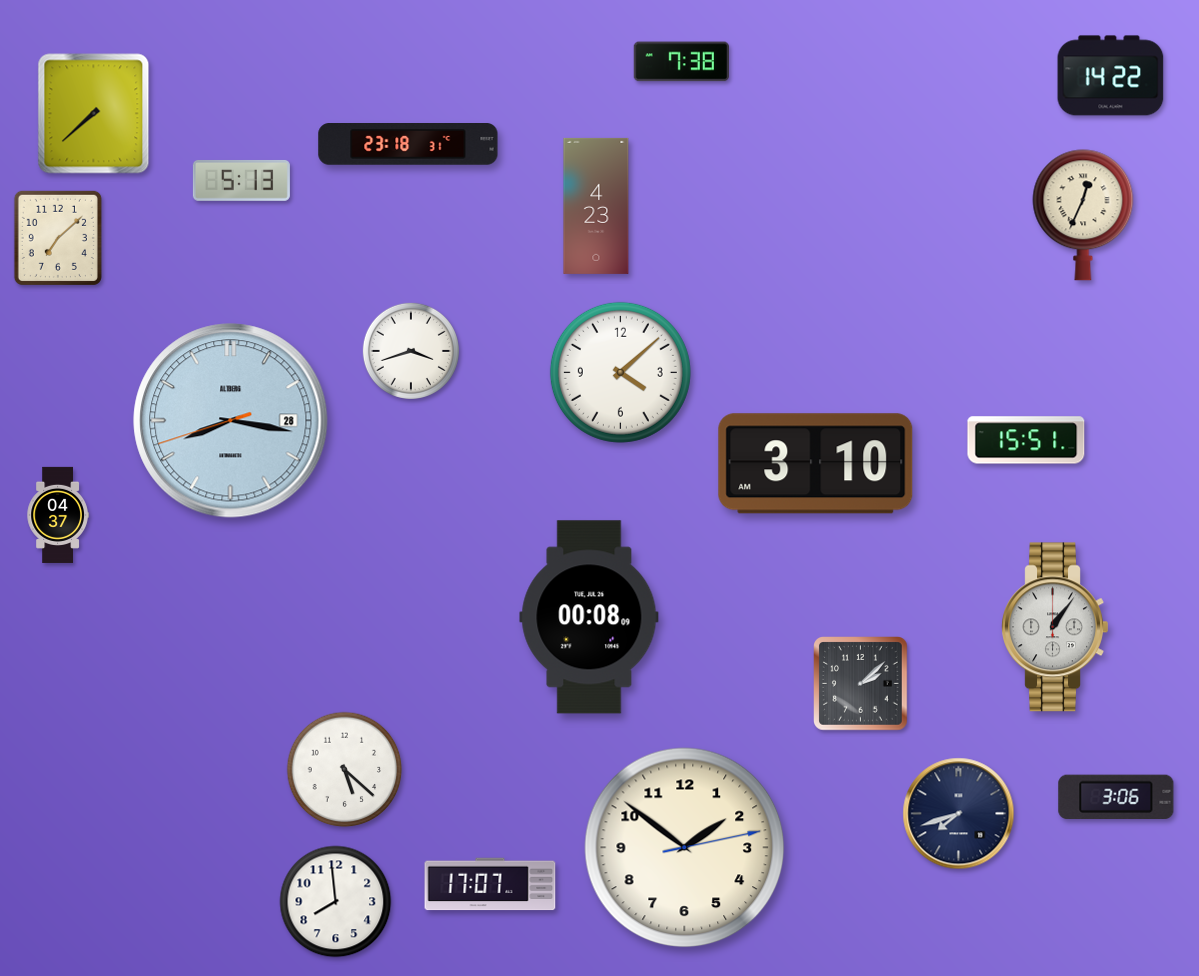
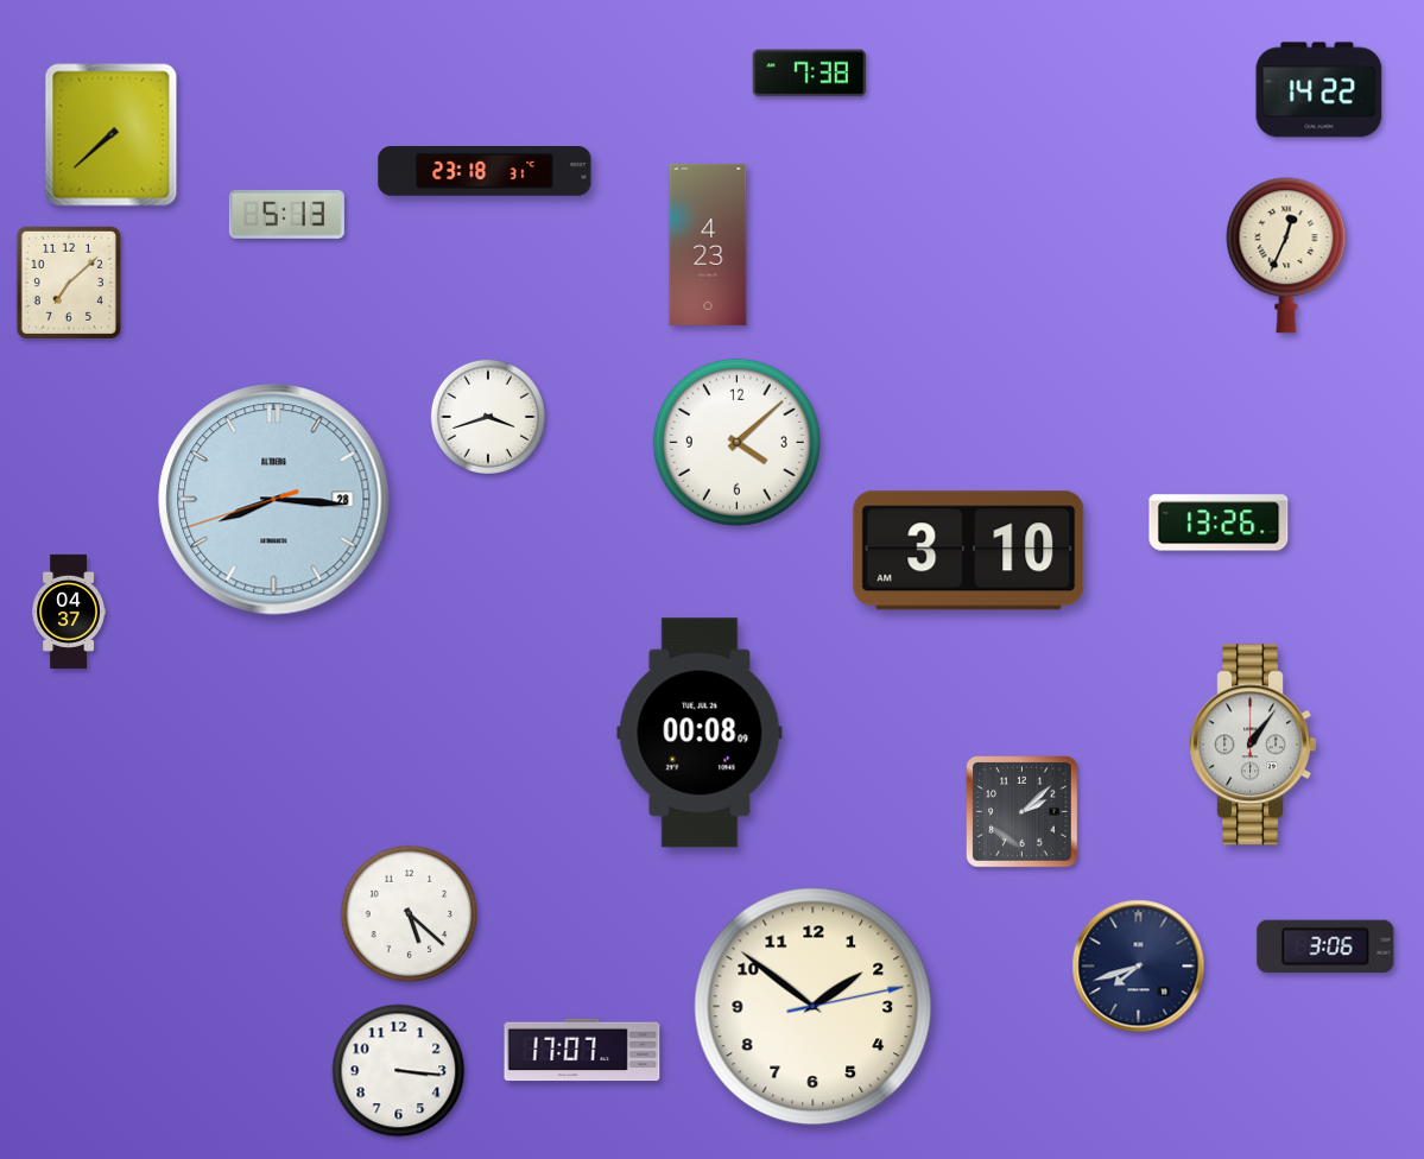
clock at (231, 421): 8:16 -> 8:15
clock at (1026, 440): 15:51 -> 13:26
clock at (336, 902): 7:59 -> 3:16
